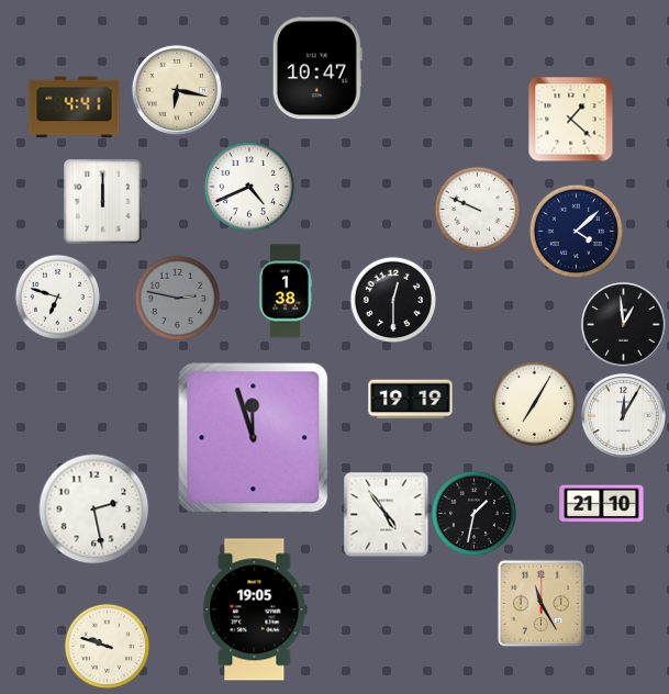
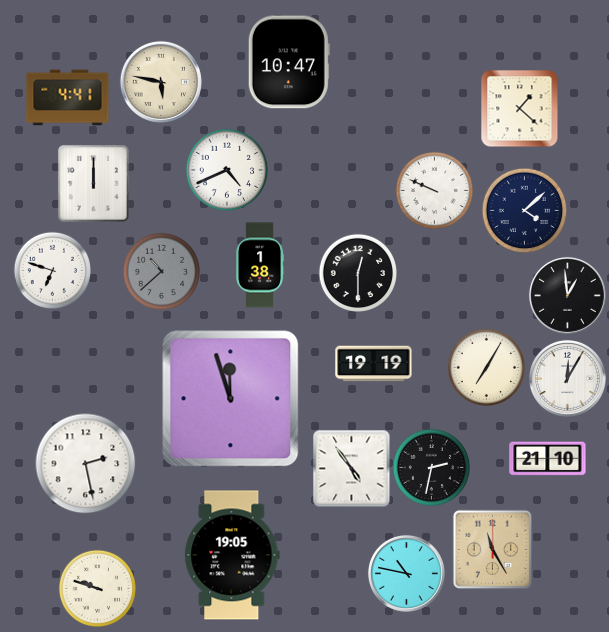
clock at (177, 90): 6:17 -> 5:47
clock at (177, 298): 2:47 -> 10:38
clock at (473, 513): 1:32 -> 2:32
clock at (406, 573): none -> 10:47
